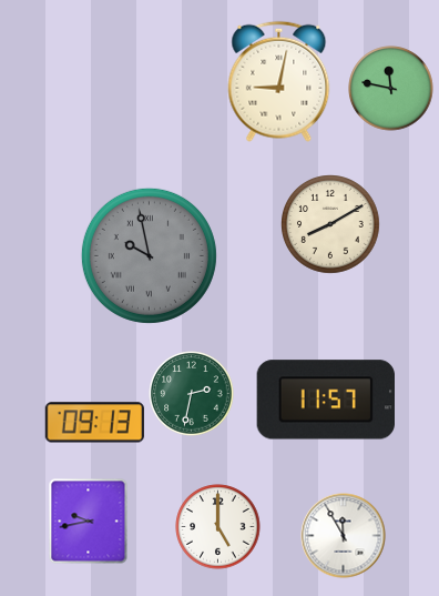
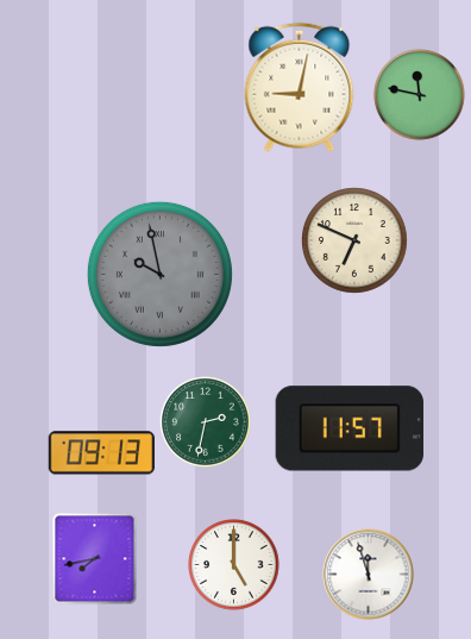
clock at (330, 224): 8:10 -> 6:49
clock at (89, 522): 9:43 -> 7:43
clock at (344, 536): 11:55 -> 11:57
